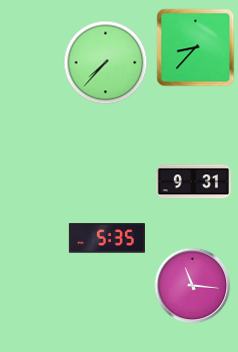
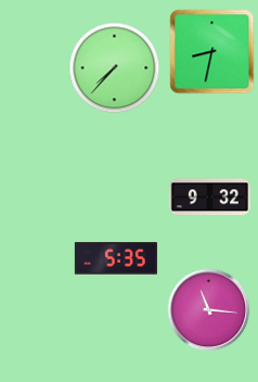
clock at (196, 48): 8:37 -> 8:32
clock at (193, 182): 9:31 -> 9:32
